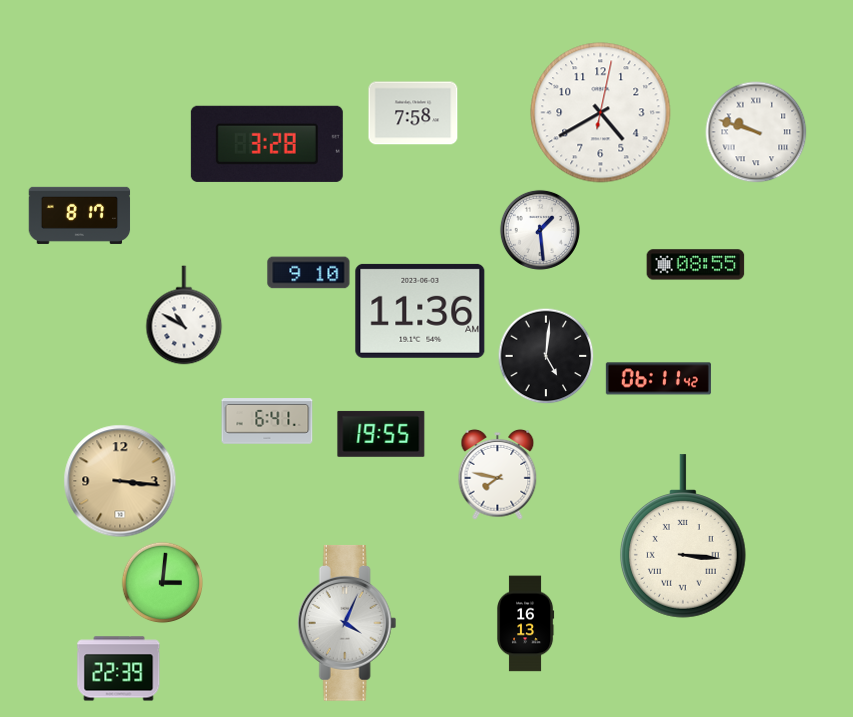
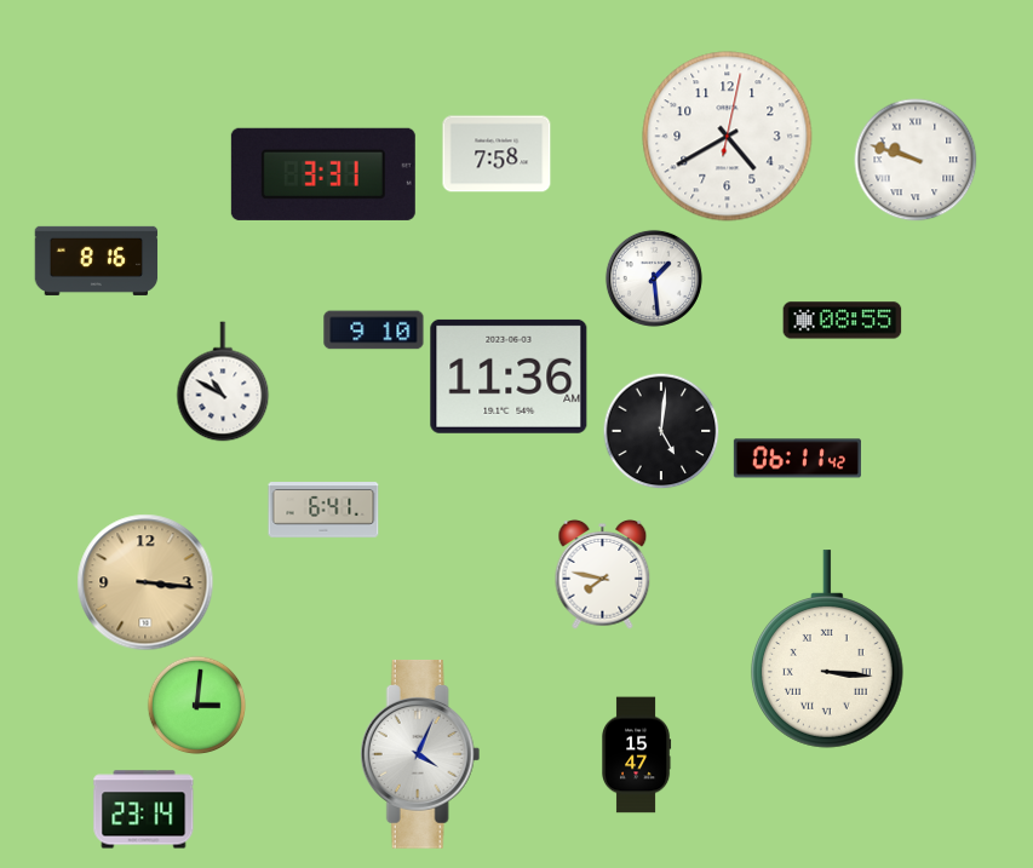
clock at (413, 113) position: (413, 113) -> (497, 154)
clock at (267, 144): 3:28 -> 3:31
clock at (80, 215): 8:17 -> 8:16
clock at (381, 434): 19:55 -> none
clock at (525, 624): 16:13 -> 15:47
clock at (119, 669): 22:39 -> 23:14
